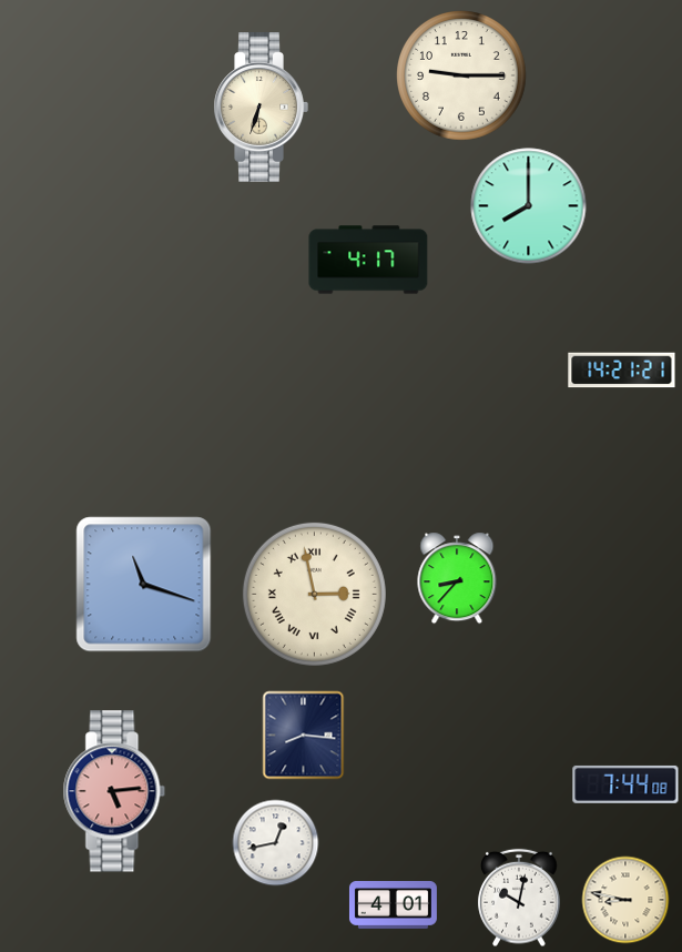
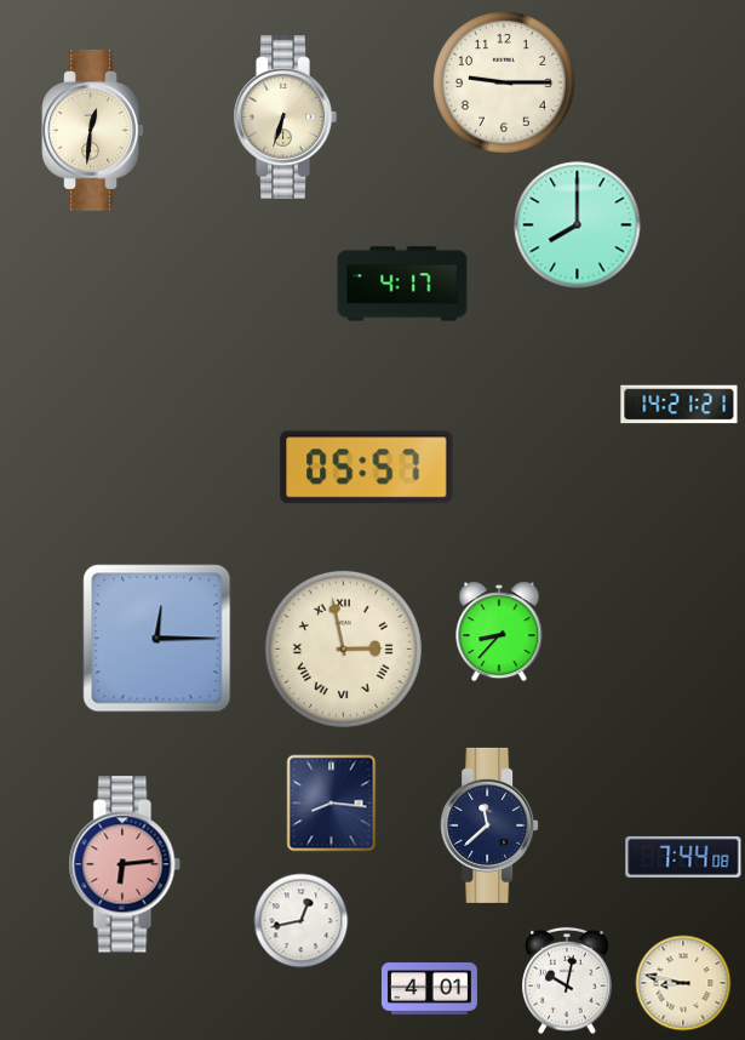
clock at (92, 130): none -> 12:31
clock at (367, 468): none -> 05:57
clock at (144, 585): 11:18 -> 12:15
clock at (489, 825): none -> 11:38
clock at (114, 791): 5:14 -> 6:14
